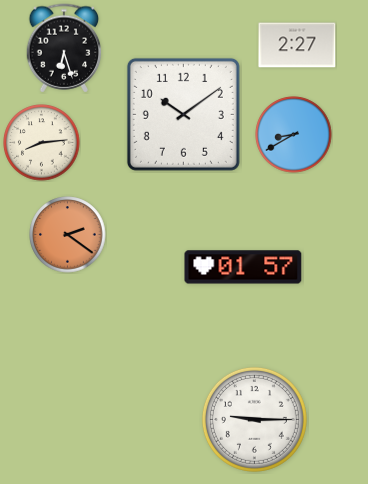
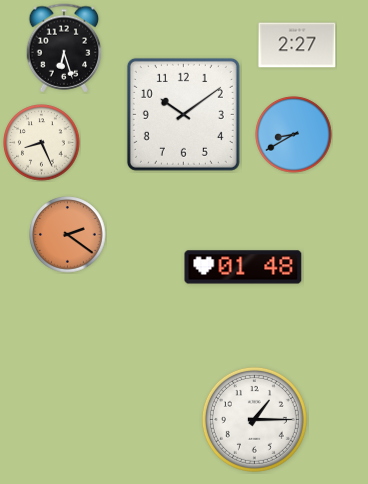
clock at (42, 143): 8:14 -> 8:26
clock at (243, 267): 01:57 -> 01:48
clock at (254, 419): 9:15 -> 1:15
